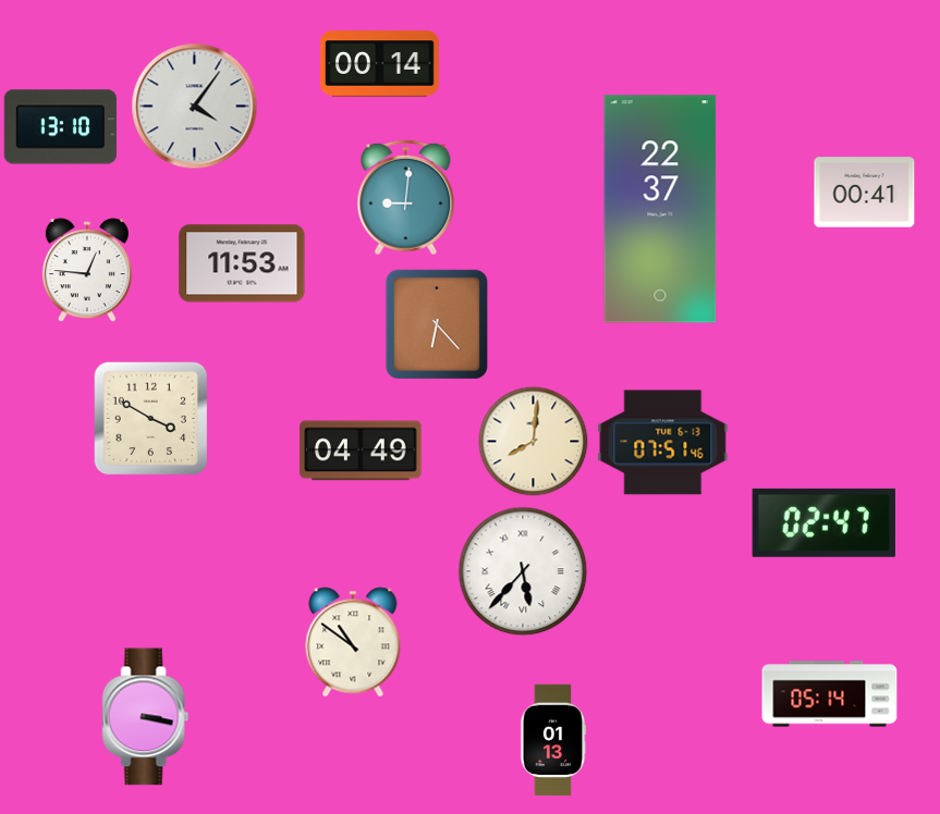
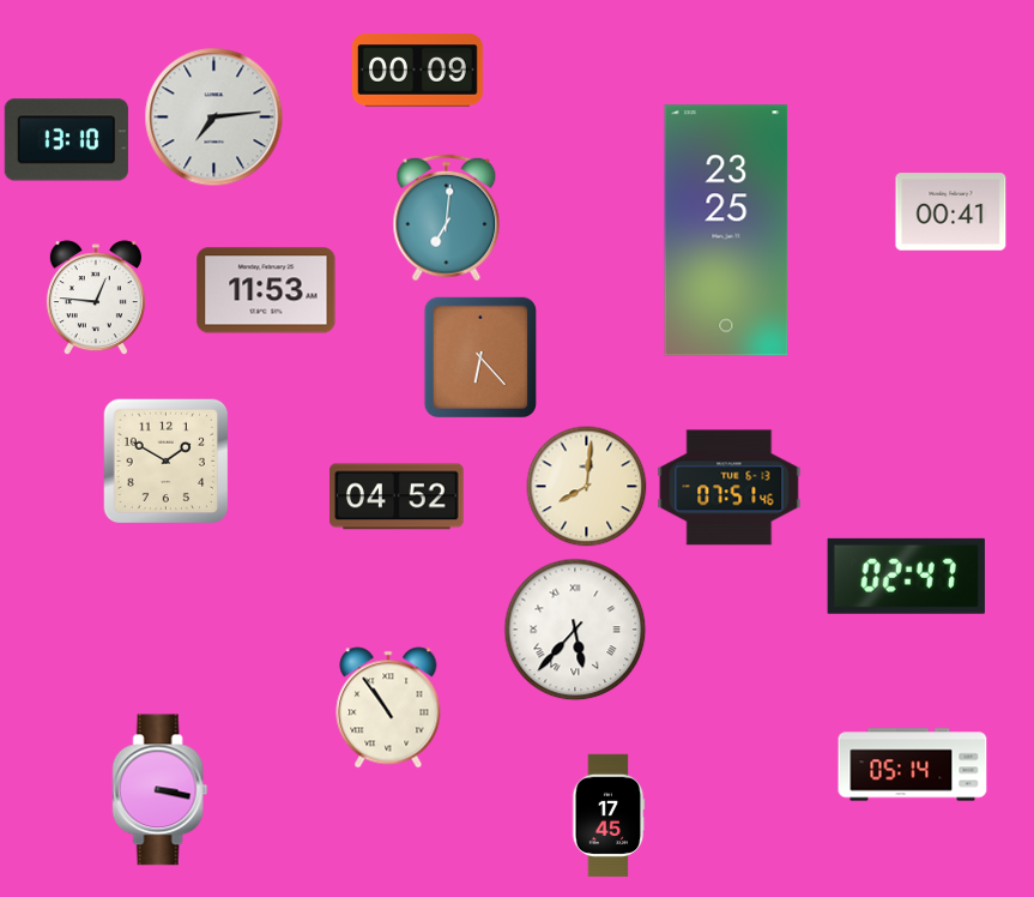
clock at (380, 64): 00:14 -> 00:09
clock at (195, 107): 4:06 -> 7:14
clock at (406, 198): 9:01 -> 7:01
clock at (660, 209): 22:37 -> 23:25
clock at (151, 419): 3:50 -> 1:50
clock at (361, 451): 04:49 -> 04:52
clock at (353, 642): 10:51 -> 10:54
clock at (553, 740): 01:13 -> 17:45
